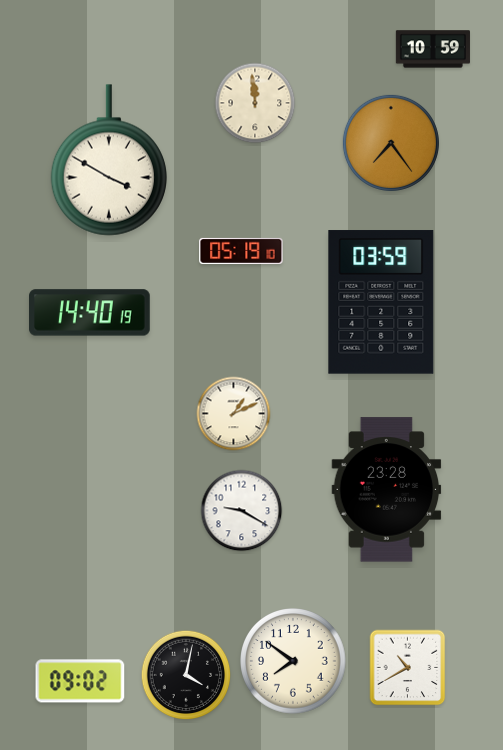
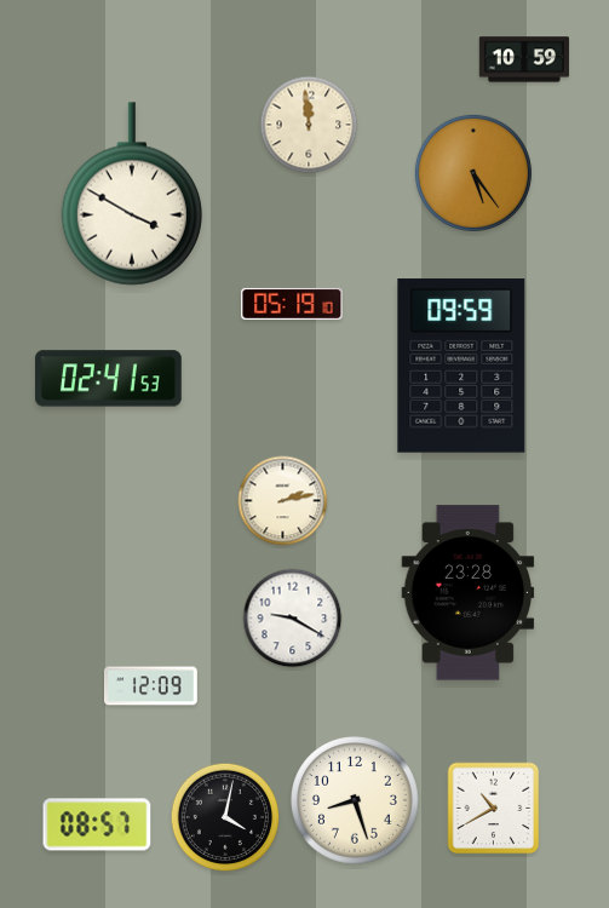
clock at (391, 143): 7:24 -> 5:24
clock at (381, 302): 03:59 -> 09:59
clock at (90, 313): 14:40 -> 02:41
clock at (234, 414): 1:11 -> 2:13
clock at (151, 686): none -> 12:09
clock at (294, 662): 7:51 -> 8:27
clock at (80, 681): 09:02 -> 08:57
